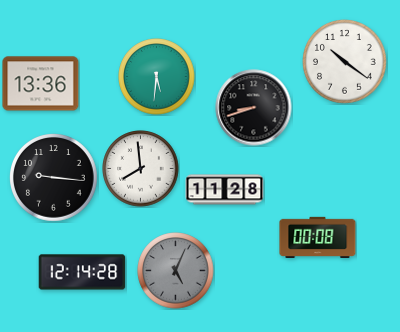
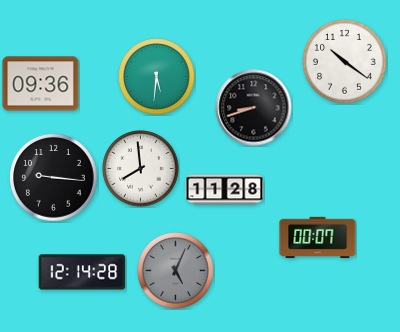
clock at (41, 84): 13:36 -> 09:36
clock at (318, 237): 00:08 -> 00:07
